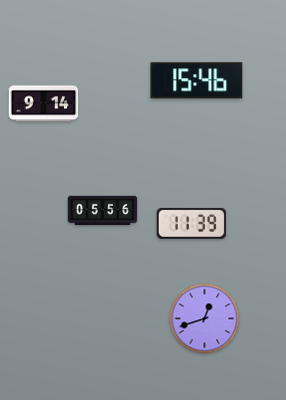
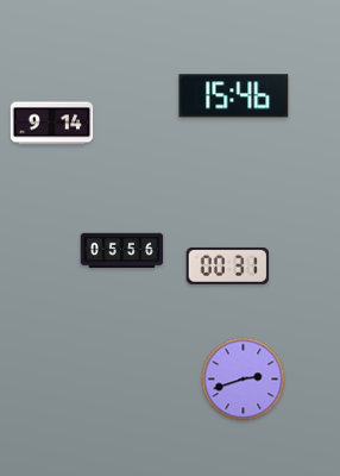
clock at (192, 223): 11:39 -> 00:31
clock at (205, 319): 12:42 -> 2:42
